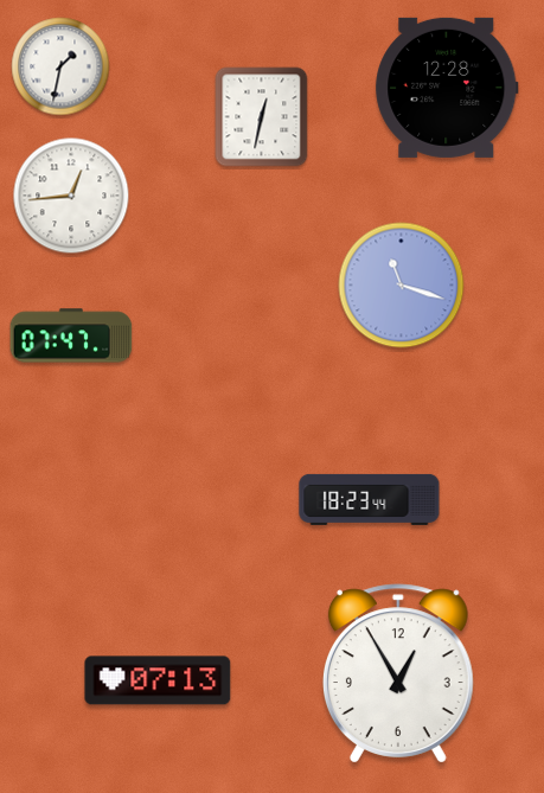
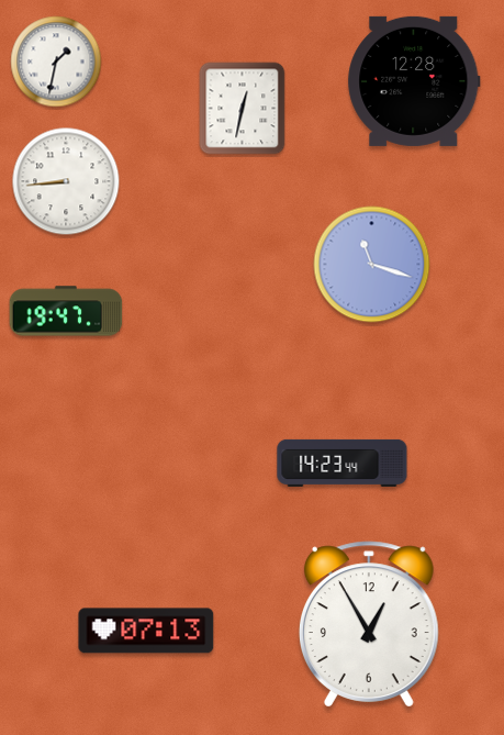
clock at (71, 196): 12:44 -> 8:44
clock at (71, 335): 07:47 -> 19:47
clock at (370, 499): 18:23 -> 14:23
